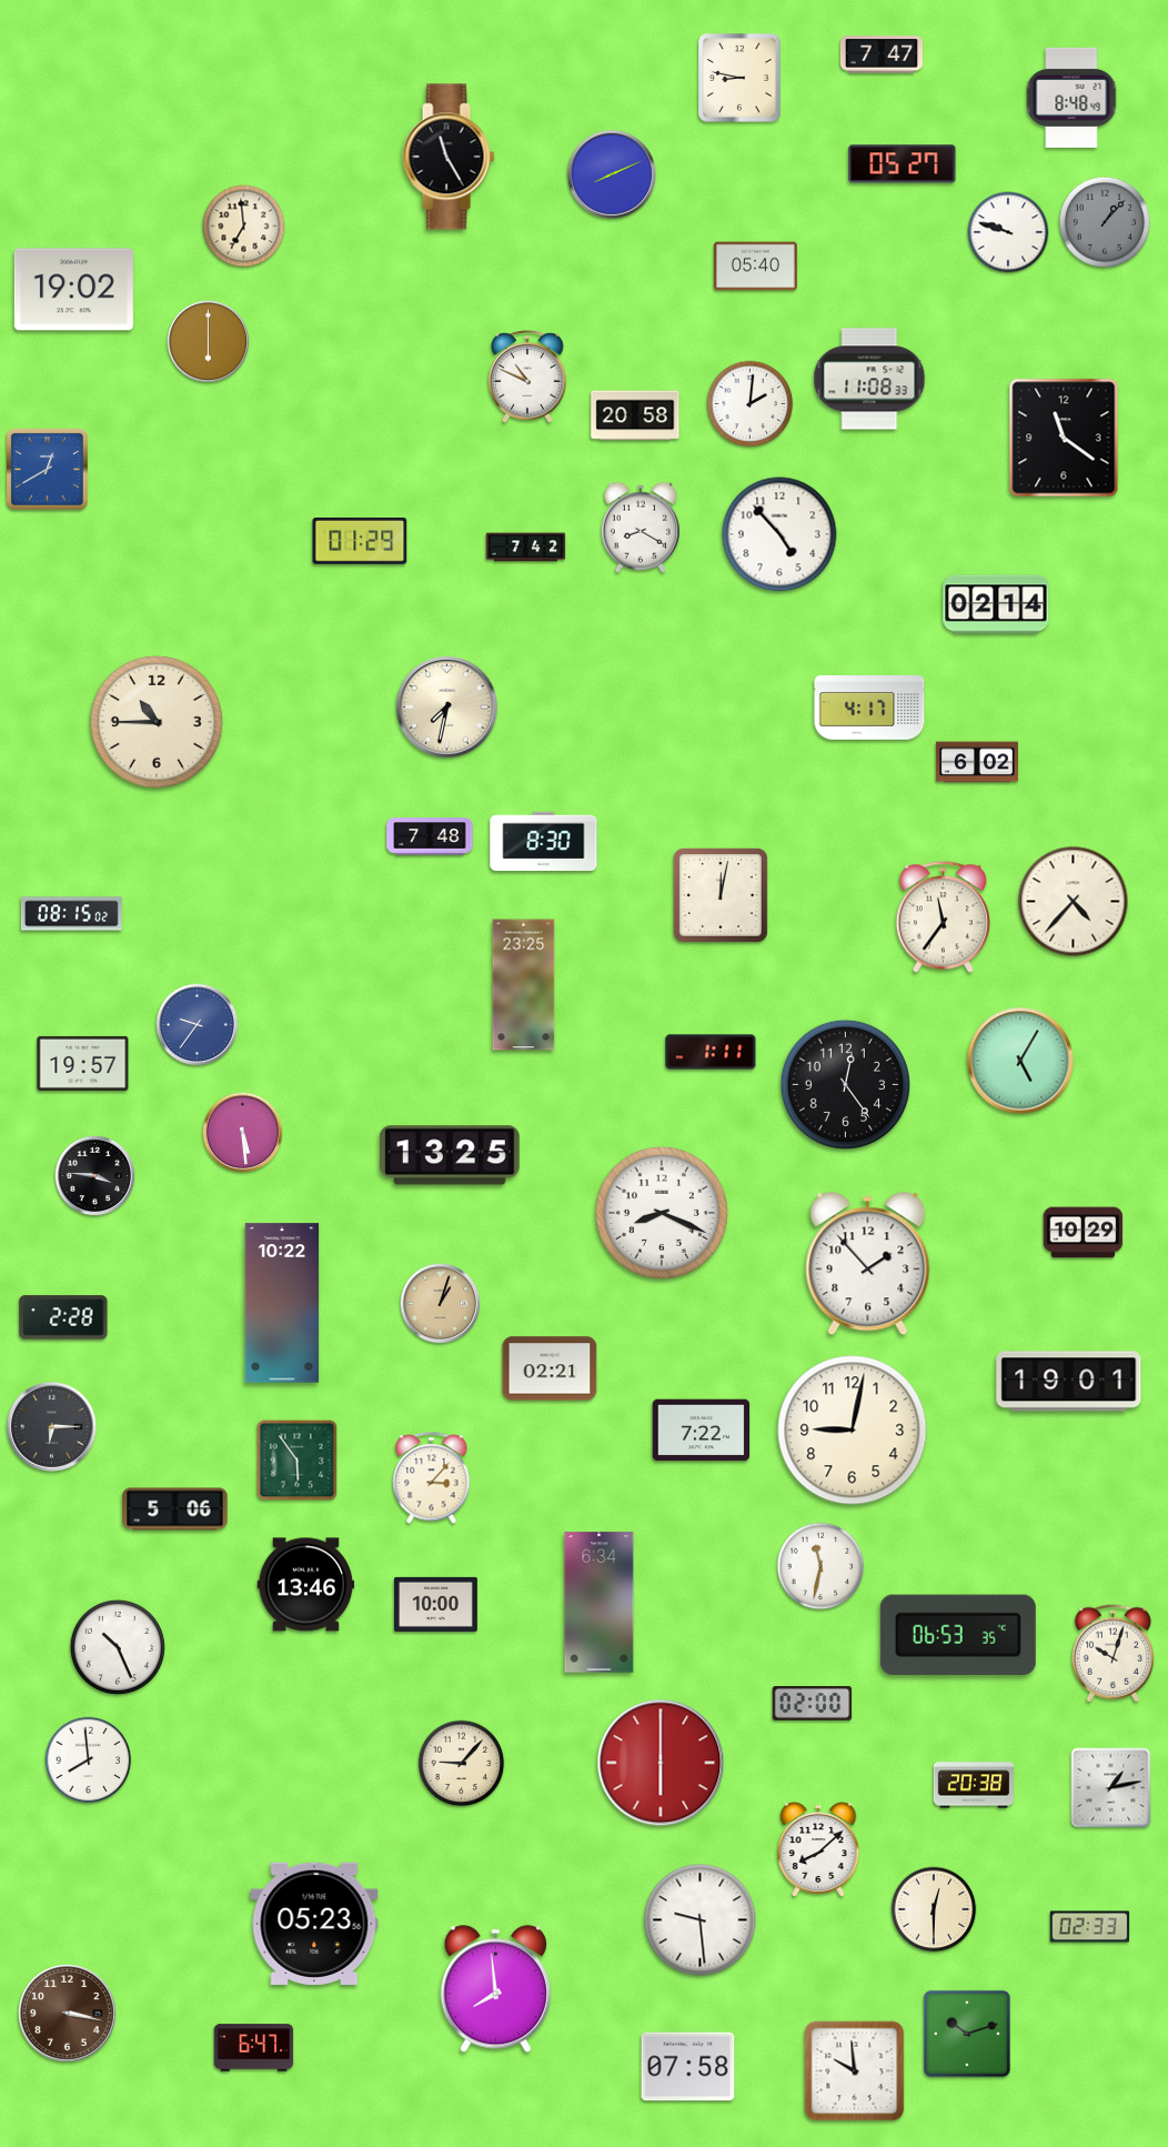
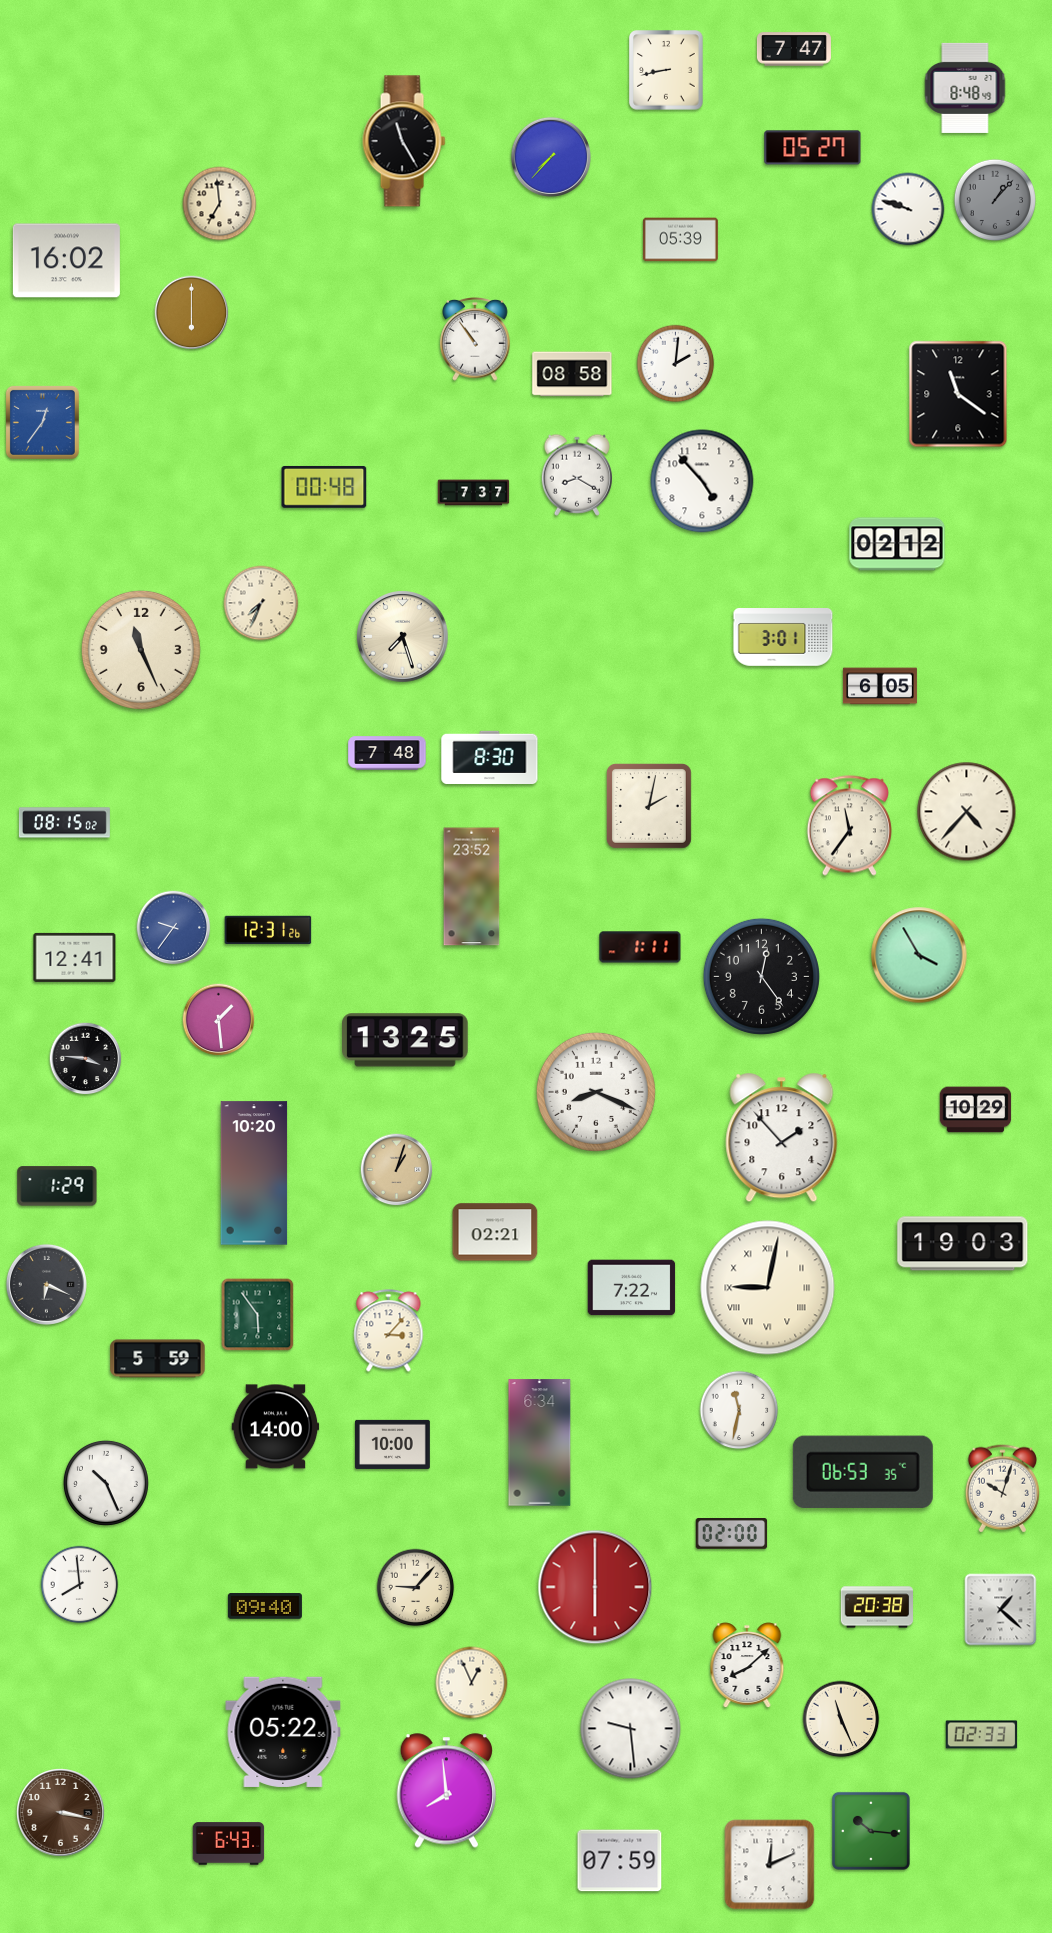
clock at (739, 78): 8:47 -> 8:43
clock at (612, 174): 8:11 -> 7:37
clock at (755, 267): 05:40 -> 05:39
clock at (73, 290): 19:02 -> 16:02
clock at (209, 342) position: (209, 342) -> (192, 313)
clock at (527, 378): 10:49 -> 10:54
clock at (869, 379): 11:08 -> none
clock at (635, 415): 20:58 -> 08:58
clock at (47, 469): 12:40 -> 12:36
clock at (360, 541): 01:29 -> 00:48
clock at (526, 548): 7:42 -> 7:37
clock at (996, 604): 02:14 -> 02:12
clock at (261, 603): none -> 7:34
clock at (447, 708): 7:32 -> 7:27
clock at (869, 709): 4:17 -> 3:01
clock at (157, 722): 10:45 -> 11:26
clock at (977, 762): 6:02 -> 6:05
clock at (722, 896): 12:02 -> 2:02
clock at (524, 985): 23:25 -> 23:52
clock at (198, 1025) position: (198, 1025) -> (174, 928)
clock at (268, 930): none -> 12:31
clock at (1020, 1061): 5:05 -> 3:55
clock at (83, 1063): 19:57 -> 12:41
clock at (243, 1133): 5:29 -> 1:29
clock at (282, 1303): 10:22 -> 10:20
clock at (441, 1304) position: (441, 1304) -> (397, 1170)
clock at (63, 1317): 2:28 -> 1:29
clock at (1069, 1382): 19:01 -> 19:03
clock at (51, 1426): 6:15 -> 6:19
clock at (853, 1431) numerals: Arabic -> Roman
clock at (298, 1461) position: (298, 1461) -> (258, 1315)
clock at (175, 1509): 5:06 -> 5:59
clock at (306, 1585): 13:46 -> 14:00
clock at (265, 1607): none -> 09:40
clock at (1111, 1788): 1:13 -> 1:22
clock at (818, 1849) position: (818, 1849) -> (747, 1665)
clock at (472, 1683): none -> 12:56
clock at (934, 1909): 12:30 -> 11:26
clock at (314, 1924): 05:23 -> 05:22
clock at (967, 2034): 10:12 -> 10:16
clock at (254, 2048): 6:47 -> 6:43
clock at (688, 2067): 07:58 -> 07:59
clock at (855, 2071): 9:59 -> 12:11
